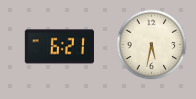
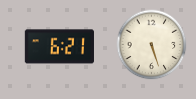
clock at (152, 45): 5:32 -> 5:27
